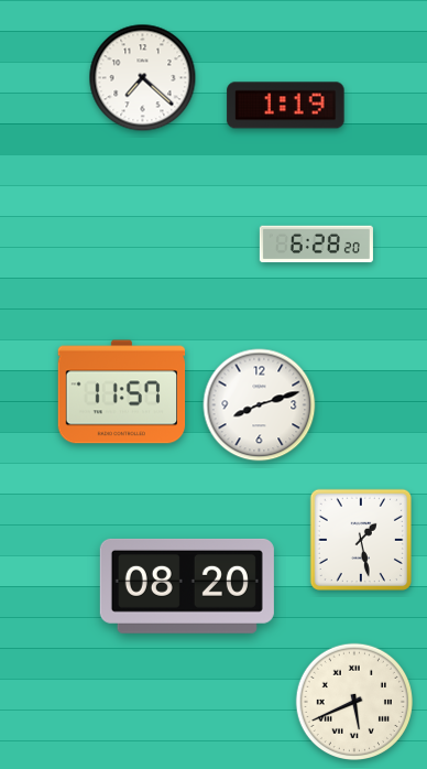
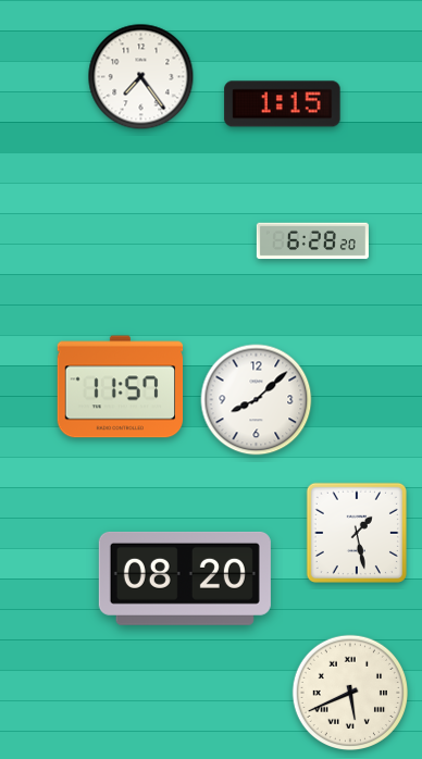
clock at (143, 78): 7:22 -> 7:24
clock at (286, 106): 1:19 -> 1:15
clock at (260, 405): 8:12 -> 8:08
